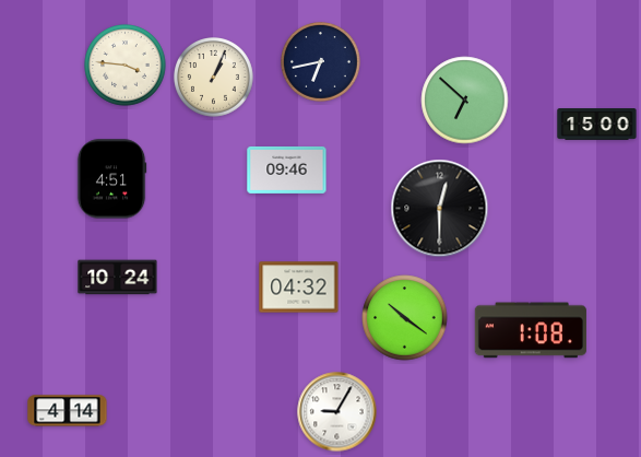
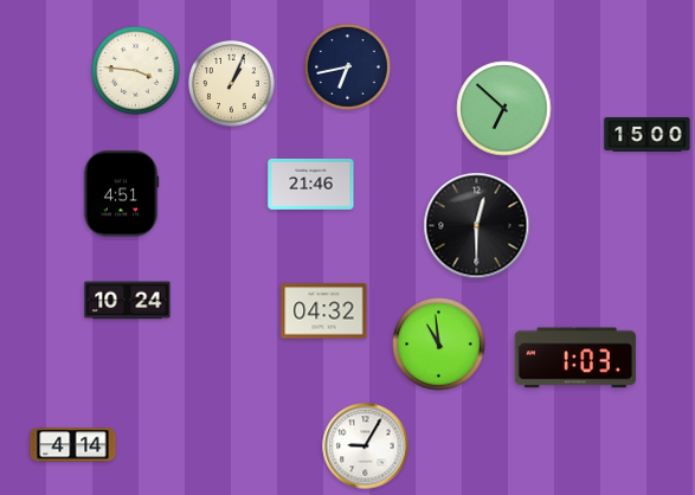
clock at (287, 169): 09:46 -> 21:46
clock at (405, 318): 10:21 -> 10:59
clock at (531, 330): 1:08 -> 1:03
